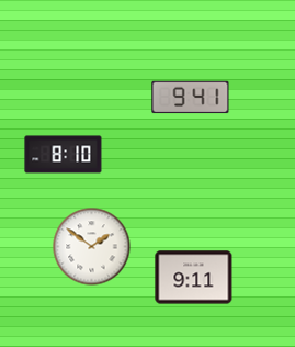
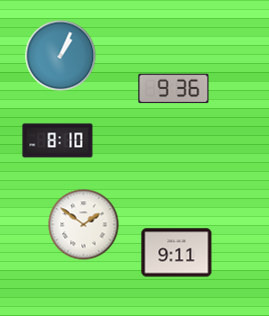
clock at (61, 56): none -> 1:04
clock at (191, 98): 9:41 -> 9:36
